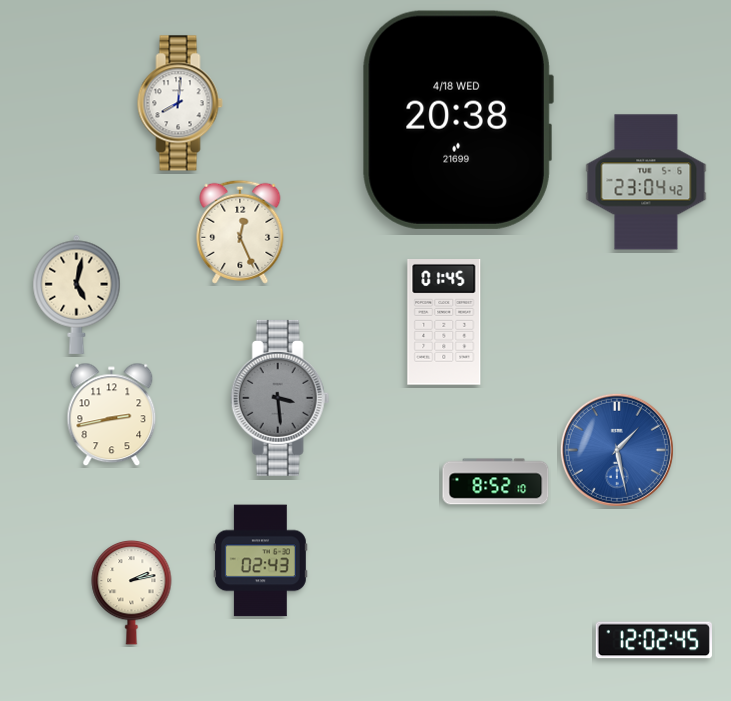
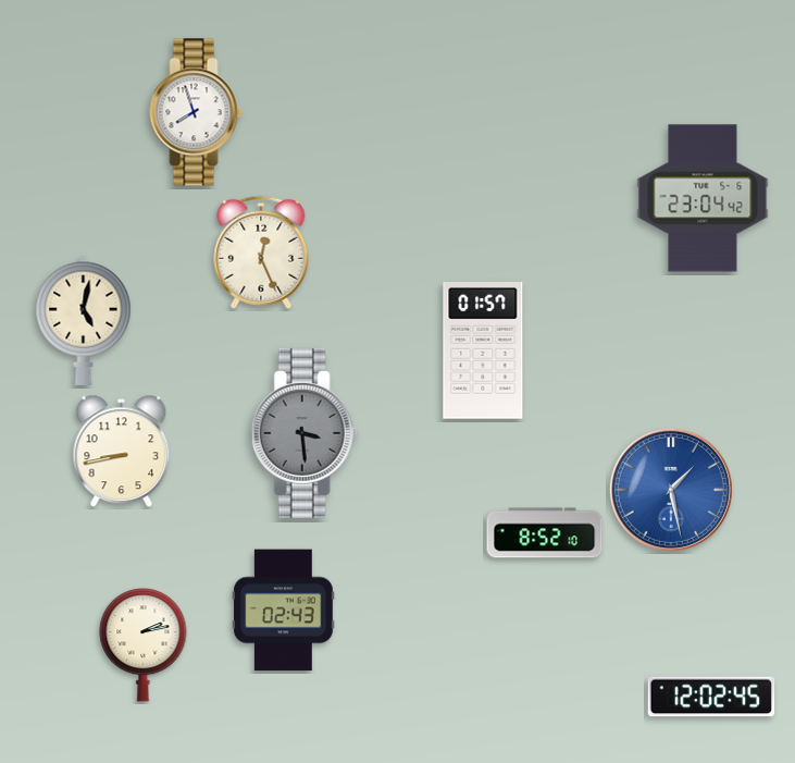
clock at (180, 103): 8:01 -> 7:57
clock at (458, 120): 20:38 -> none
clock at (444, 323): 01:45 -> 01:57
clock at (112, 415): 2:43 -> 8:43
clock at (496, 482) position: (496, 482) -> (545, 533)
